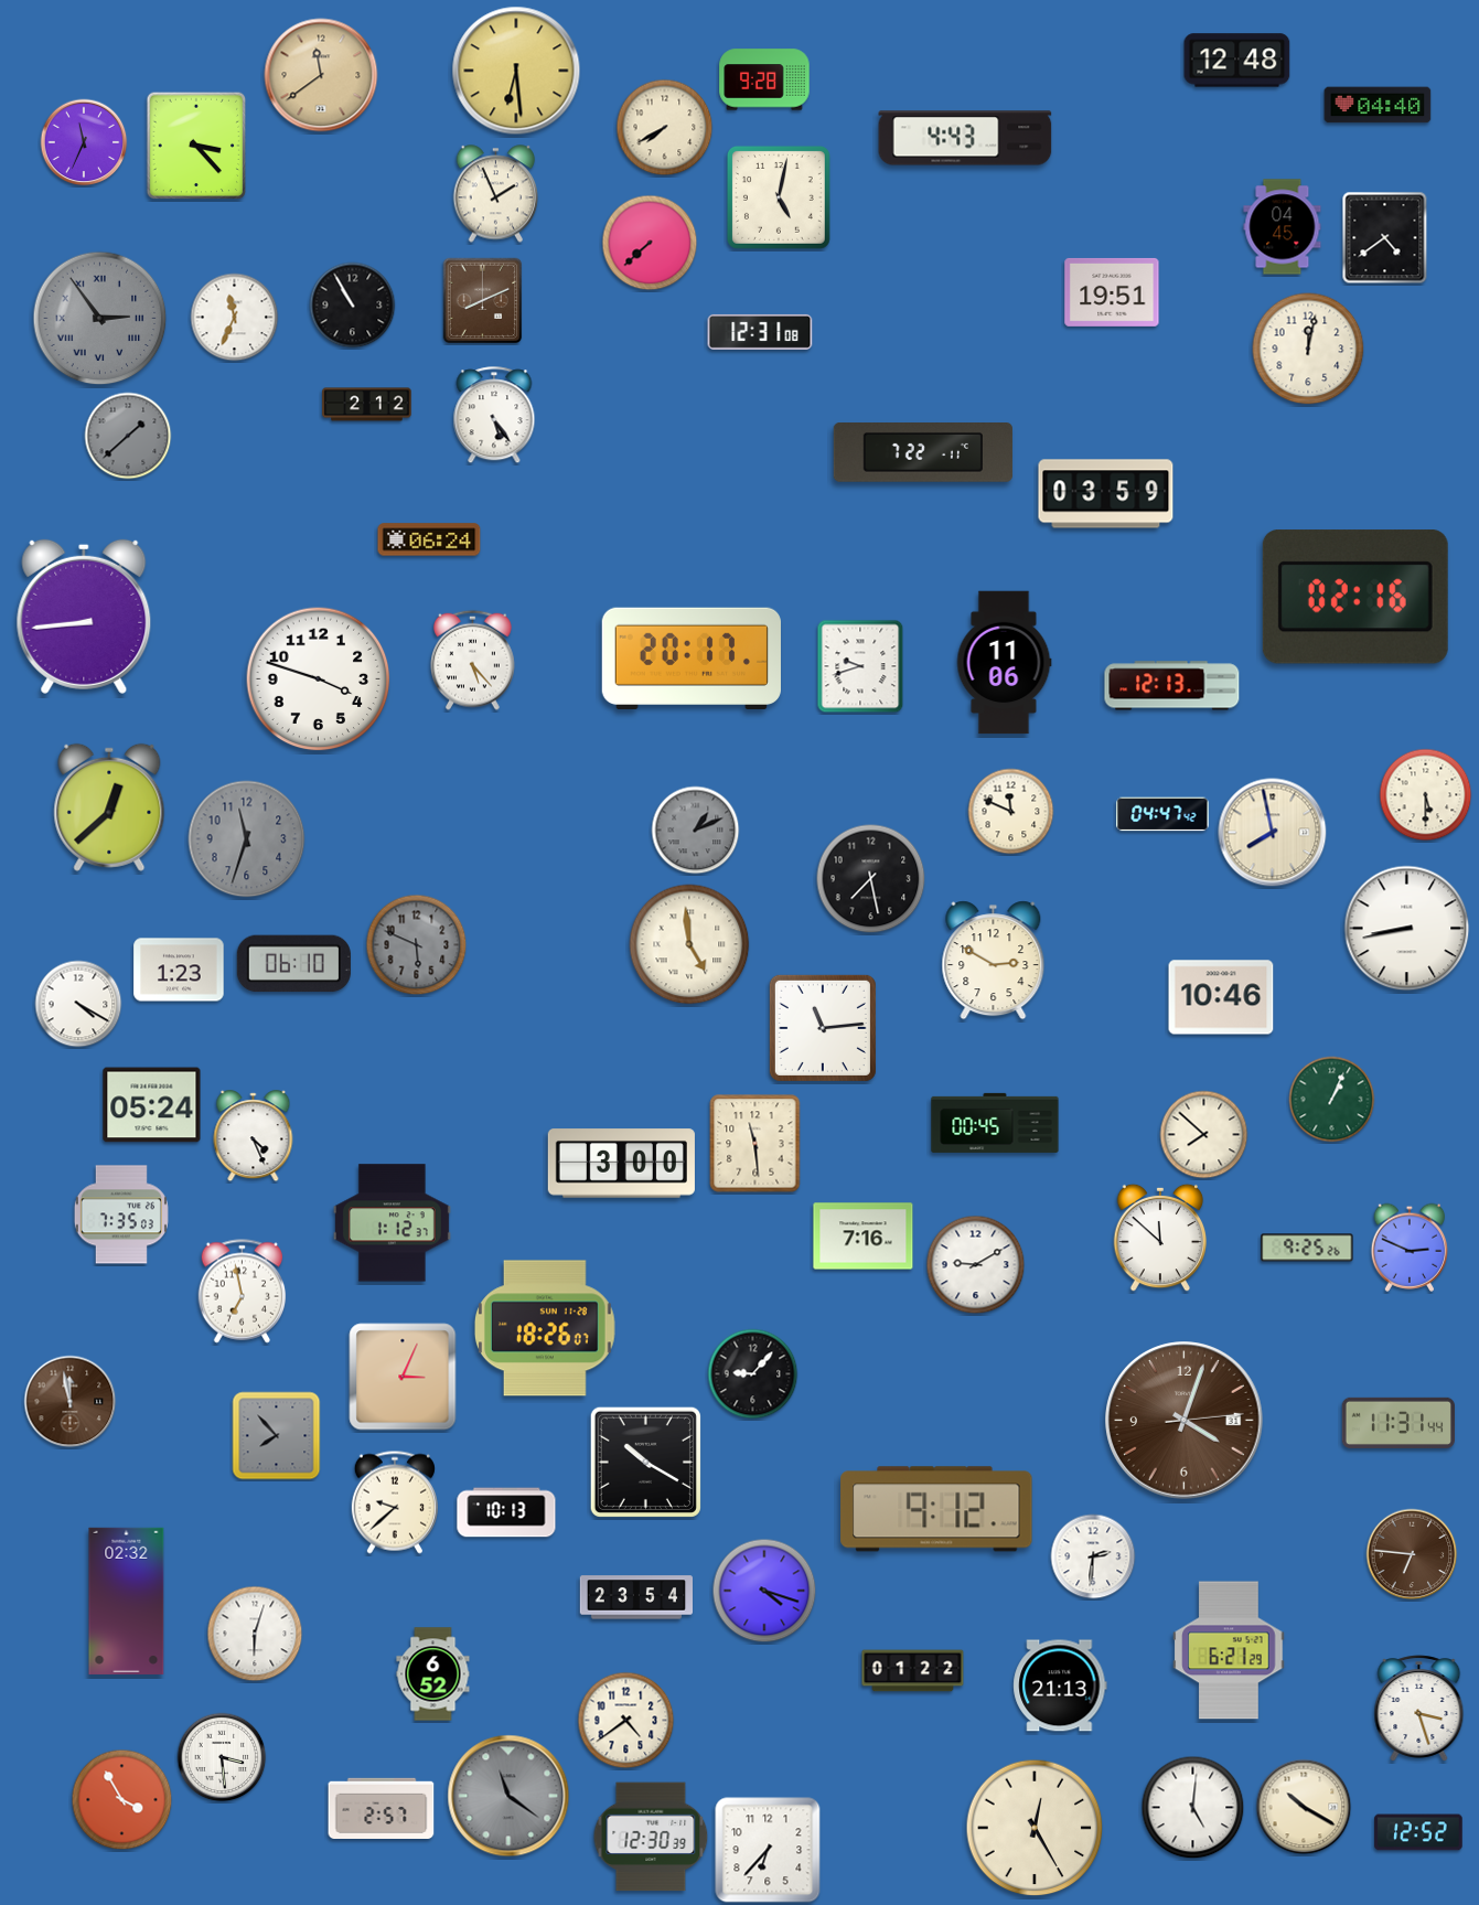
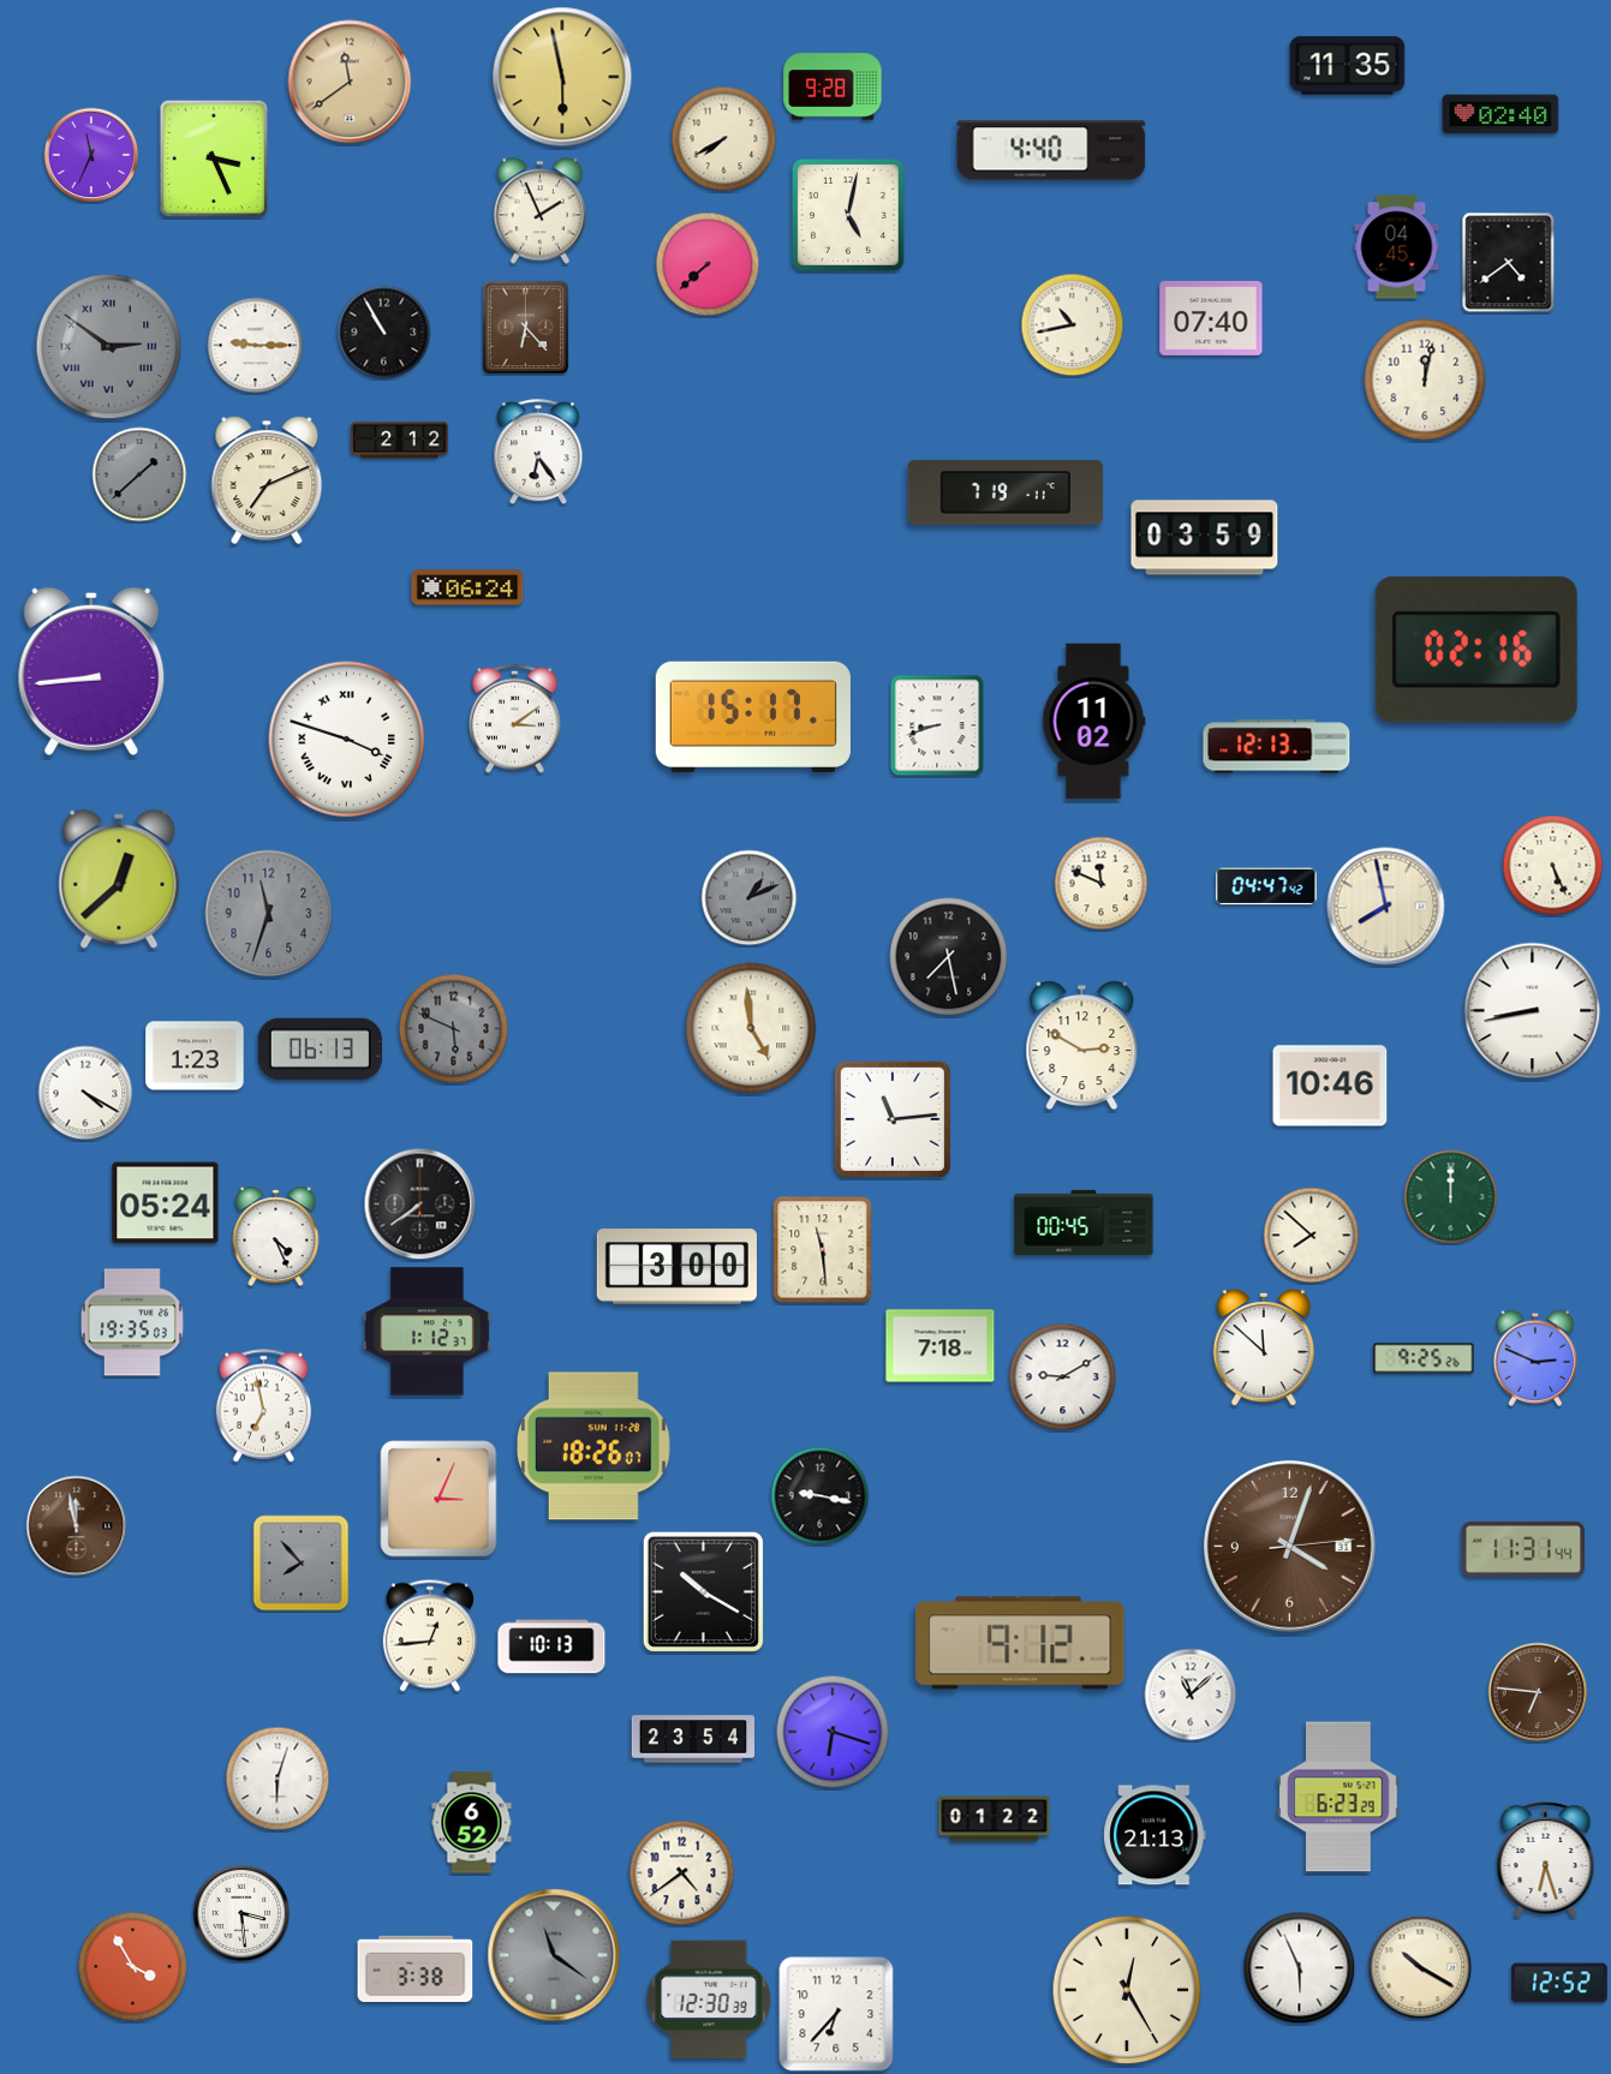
clock at (1237, 61): 12:48 -> 11:35
clock at (516, 71): 6:29 -> 5:58
clock at (1378, 105): 04:40 -> 02:40
clock at (965, 138): 4:43 -> 4:40
clock at (196, 146): 3:23 -> 3:26
clock at (1385, 238) position: (1385, 238) -> (1509, 263)
clock at (1112, 292): 19:51 -> 07:40
clock at (1073, 325): none -> 10:43
clock at (483, 301): 8:11 -> 6:23
clock at (235, 318): 11:34 -> 9:15
clock at (100, 319): 2:54 -> 2:51
clock at (760, 332): 12:31 -> none
clock at (494, 416): 5:24 -> 6:24
clock at (267, 480): none -> 7:11
clock at (923, 453): 7:22 -> 7:19
clock at (692, 659): 20:17 -> 15:17
clock at (473, 660): 5:23 -> 3:09
clock at (1004, 663): 11:06 -> 11:02
clock at (860, 666): 9:42 -> 8:42
clock at (319, 679) numerals: Arabic -> Roman
clock at (1426, 795): 5:30 -> 5:26
clock at (696, 831) position: (696, 831) -> (750, 898)
clock at (293, 964): 06:10 -> 06:13
clock at (823, 1028) position: (823, 1028) -> (893, 1119)
clock at (1332, 1100): 1:04 -> 12:00
clock at (420, 1205): none -> 7:39
clock at (755, 1144) position: (755, 1144) -> (823, 1250)
clock at (121, 1214): 7:35 -> 19:35
clock at (864, 1237): 7:16 -> 7:18
clock at (753, 1374): 9:07 -> 9:17
clock at (395, 1502): 9:38 -> 12:44
clock at (1093, 1556): 2:31 -> 11:08
clock at (764, 1591): 4:18 -> 6:18
clock at (127, 1601): 02:32 -> none
clock at (1229, 1650): 6:21 -> 6:23
clock at (1419, 1709): 3:27 -> 6:27
clock at (122, 1800) position: (122, 1800) -> (133, 1967)
clock at (382, 1808): 2:57 -> 3:38
clock at (1193, 1808): 5:01 -> 5:56
clock at (1418, 1832) position: (1418, 1832) -> (1559, 1983)
